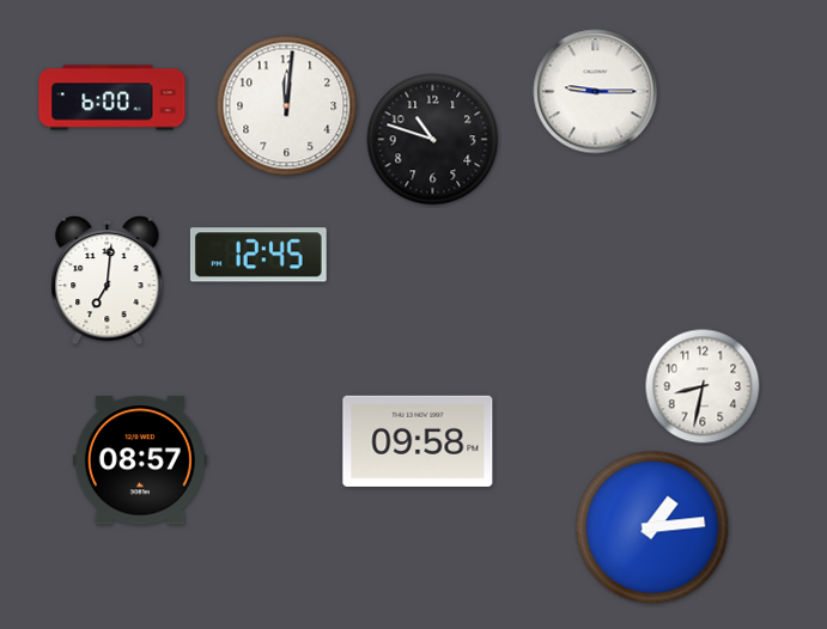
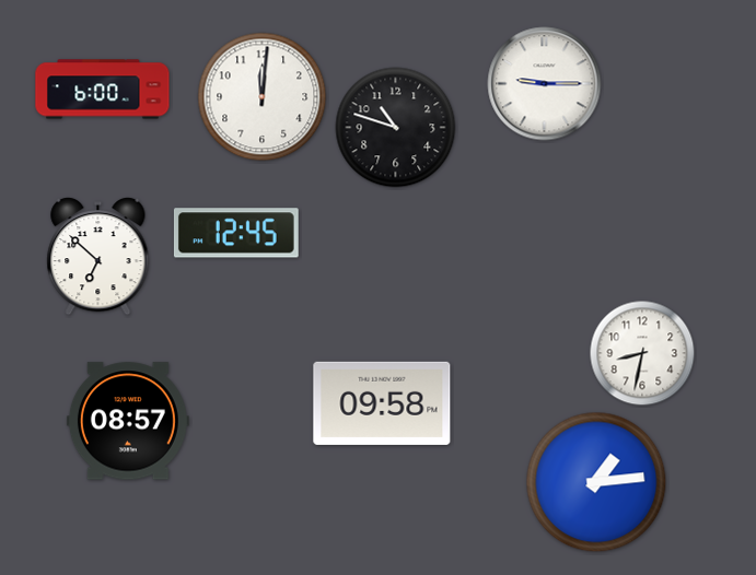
clock at (108, 280): 7:01 -> 6:52
